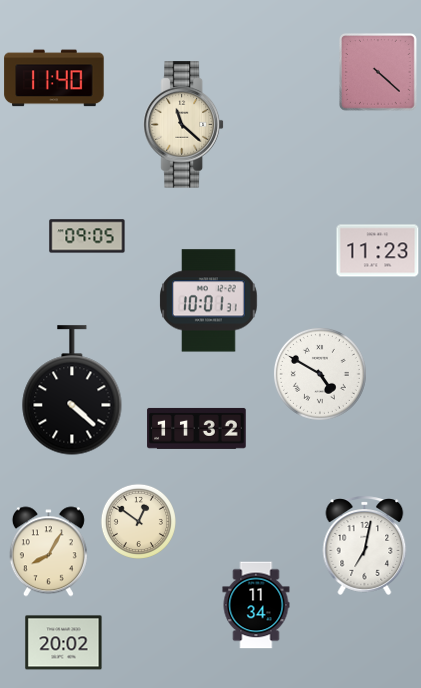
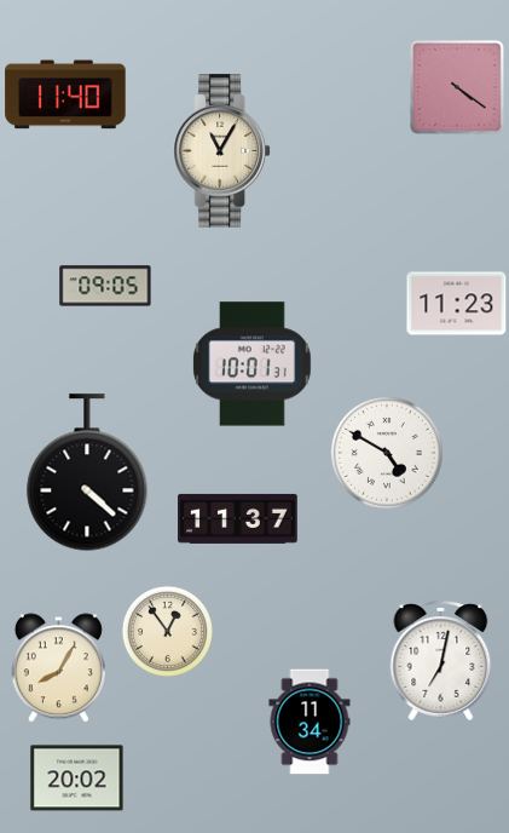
clock at (379, 73): 4:22 -> 4:21
clock at (183, 125): 11:22 -> 11:05
clock at (197, 428): 11:32 -> 11:37
clock at (138, 521): 12:51 -> 12:54
clock at (256, 605) position: (256, 605) -> (310, 722)
